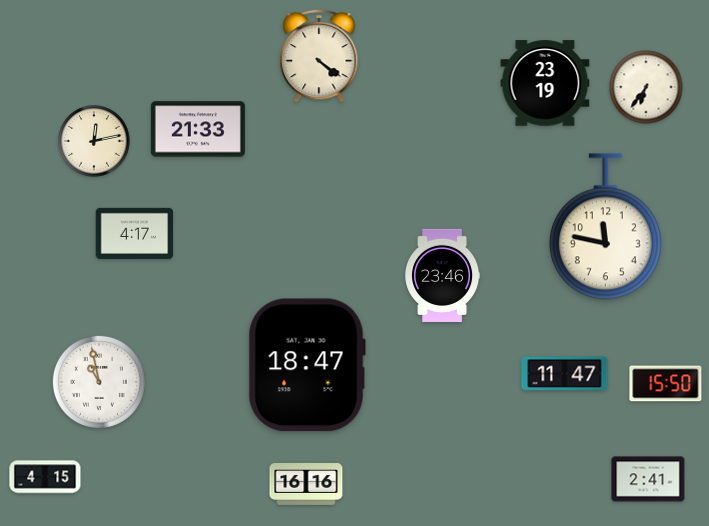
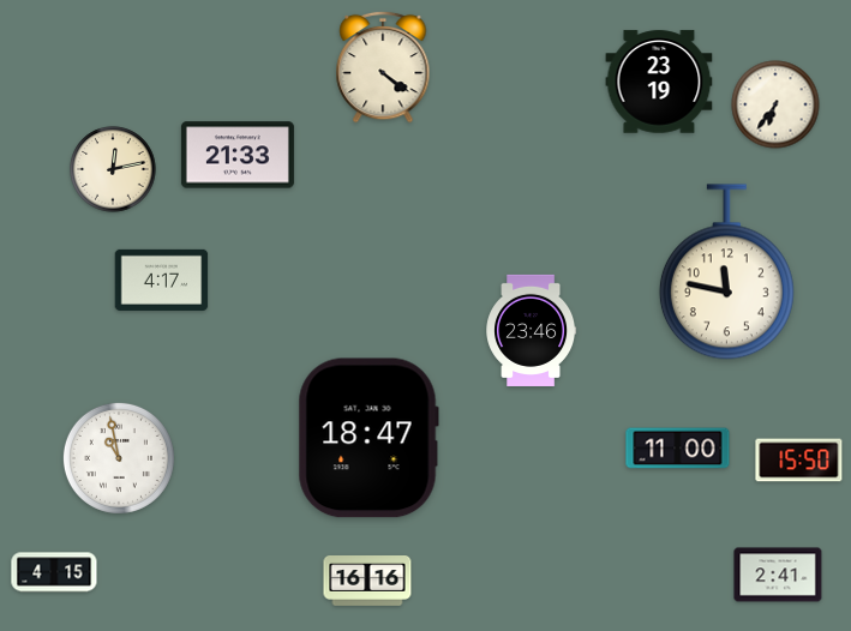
clock at (545, 83) position: (545, 83) -> (659, 82)
clock at (565, 374): 11:47 -> 11:00
